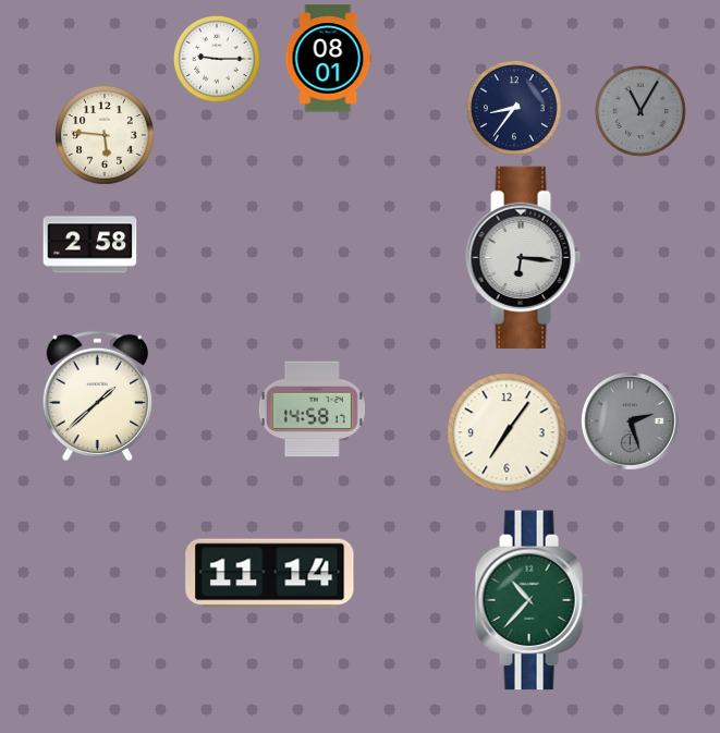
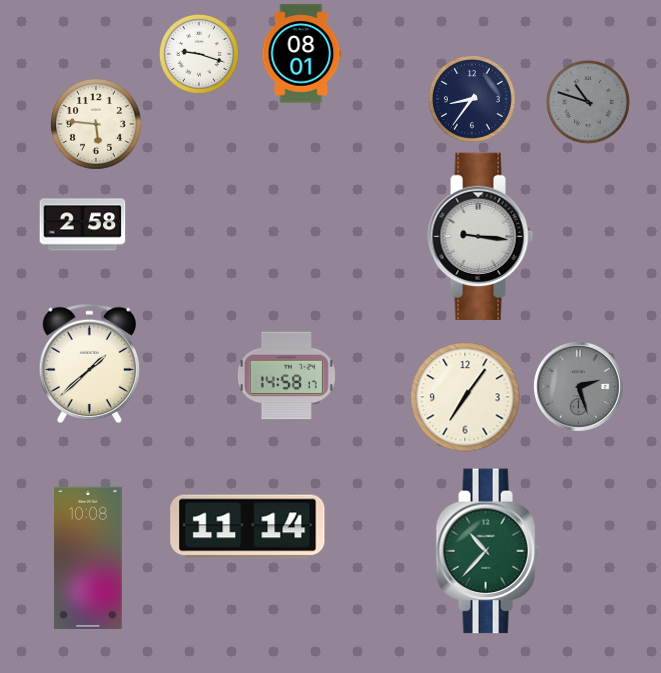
clock at (217, 59): 9:15 -> 9:18
clock at (642, 111): 11:05 -> 10:48
clock at (524, 257): 6:16 -> 9:16
clock at (88, 558): none -> 10:08
